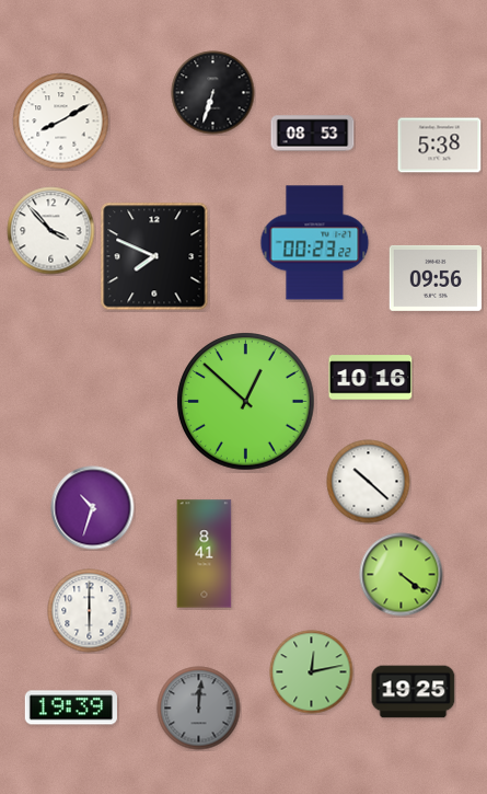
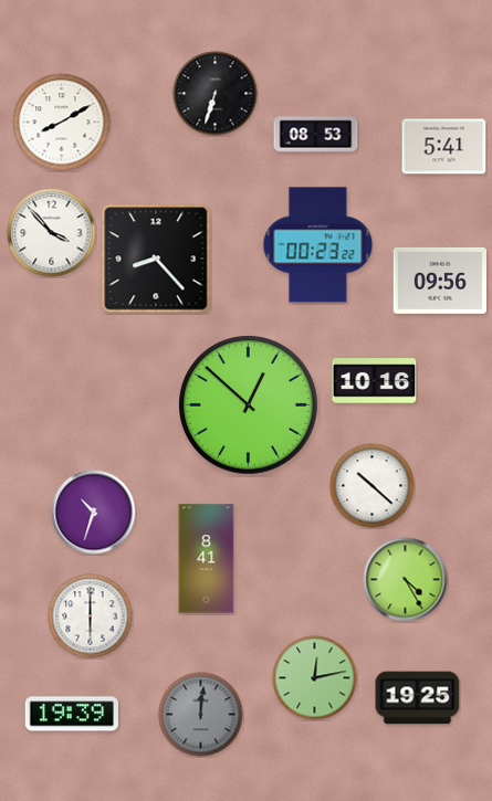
clock at (440, 146): 5:38 -> 5:41
clock at (154, 256): 7:49 -> 8:23
clock at (402, 575): 4:21 -> 4:25
